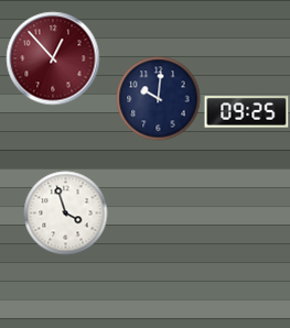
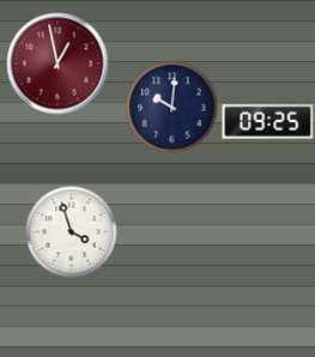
clock at (53, 58): 12:53 -> 12:58
